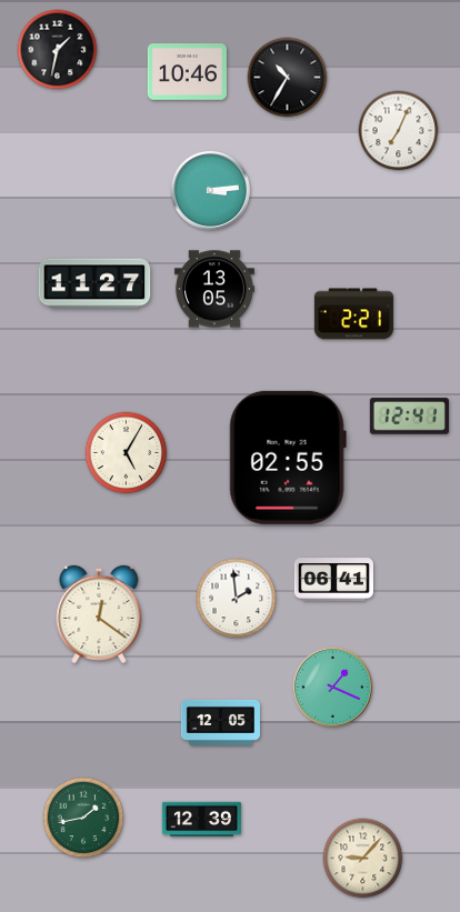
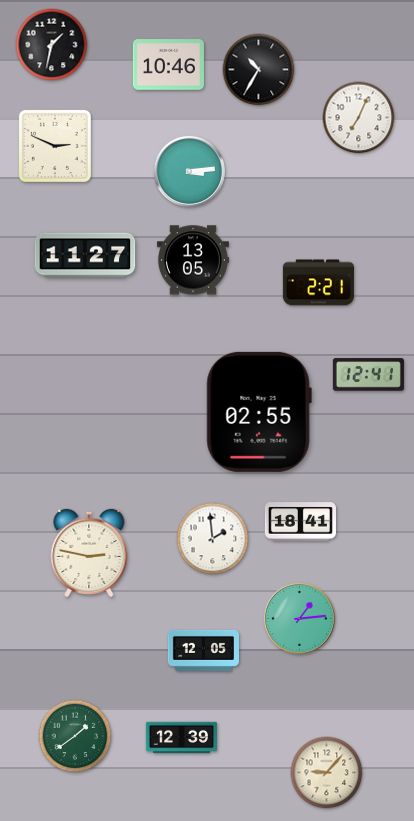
clock at (55, 146): none -> 2:49
clock at (127, 453): 5:05 -> none
clock at (333, 580): 06:41 -> 18:41
clock at (99, 614): 12:21 -> 2:47
clock at (332, 686): 1:19 -> 1:14
clock at (220, 722) position: (220, 722) -> (203, 650)
clock at (83, 818): 1:43 -> 1:39
